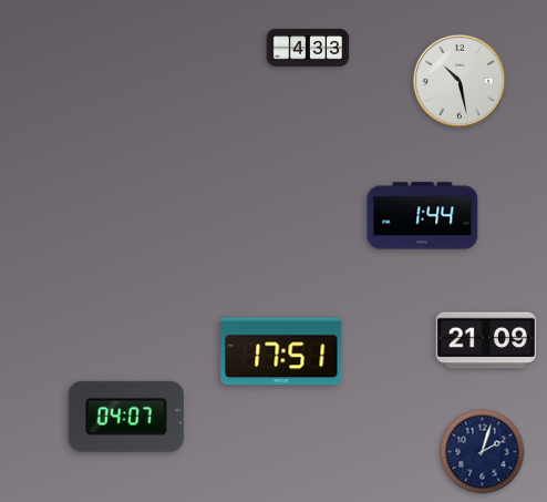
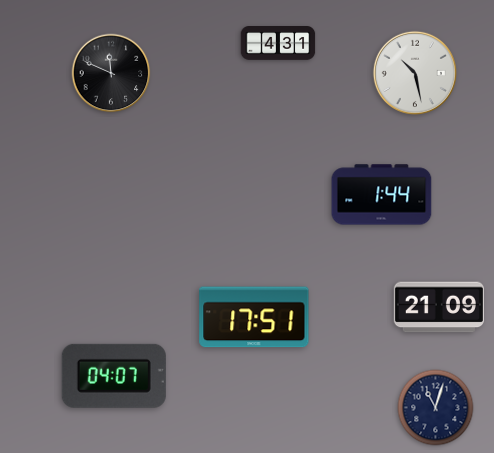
clock at (308, 49): 4:33 -> 4:31
clock at (111, 73): none -> 11:49
clock at (483, 452): 2:03 -> 11:03
